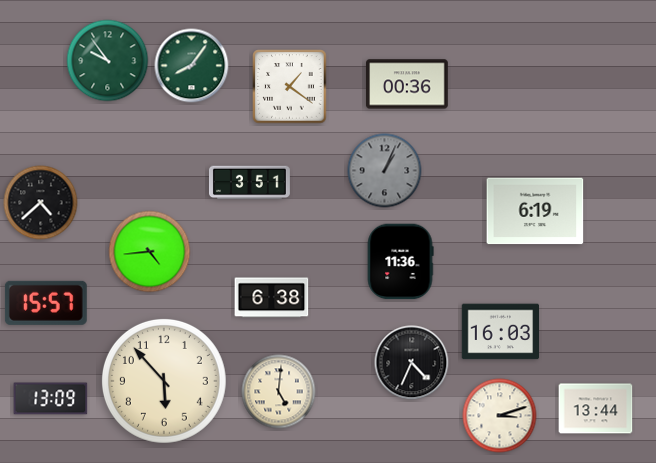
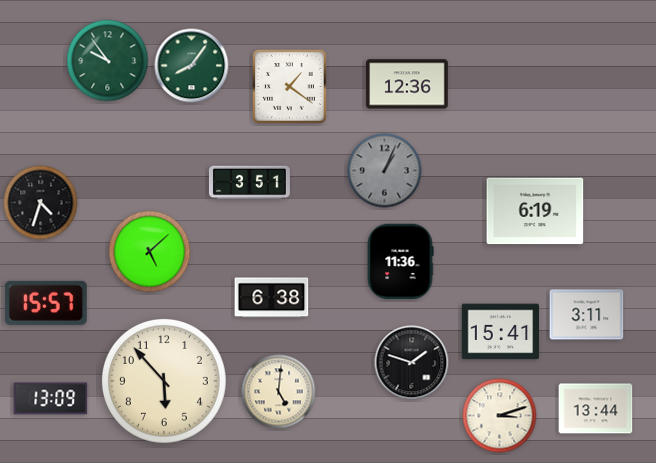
clock at (408, 84): 00:36 -> 12:36
clock at (41, 203): 4:38 -> 4:33
clock at (150, 252): 4:44 -> 5:08
clock at (587, 315): none -> 3:11
clock at (501, 332): 16:03 -> 15:41
clock at (412, 363): 4:34 -> 1:48
